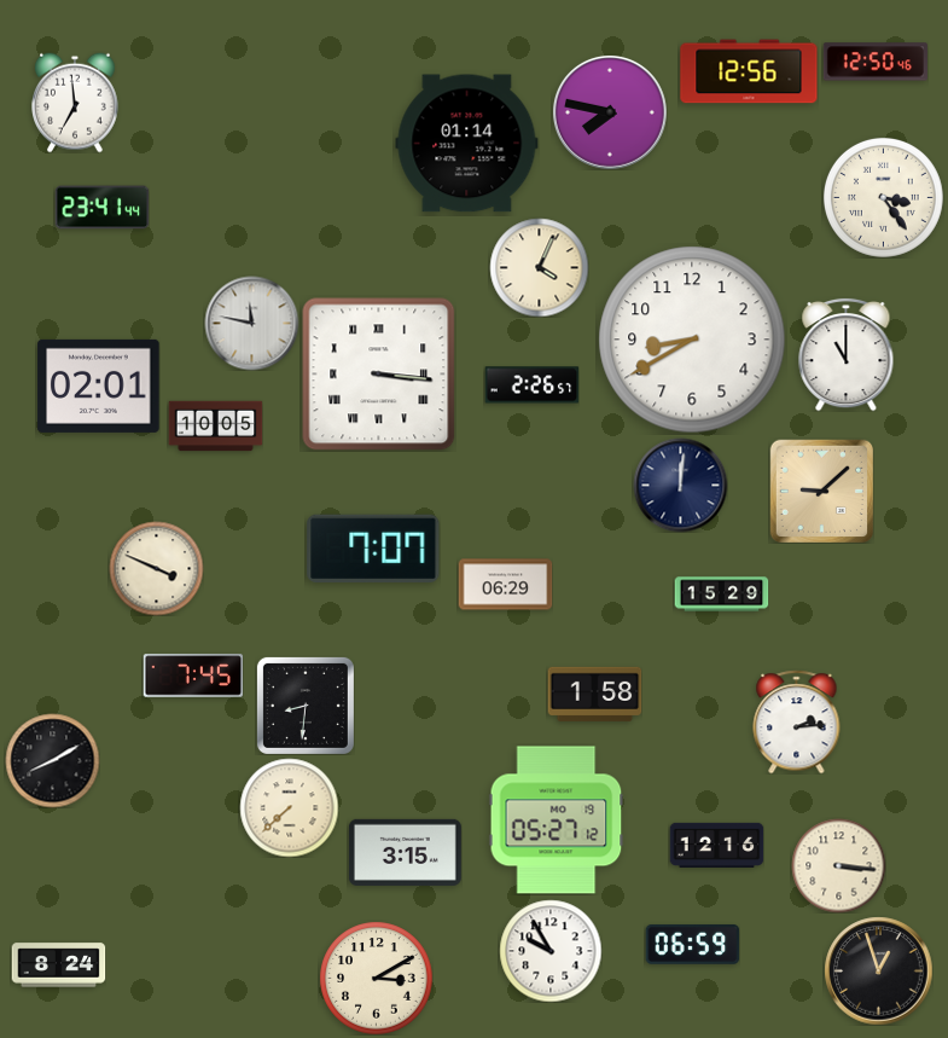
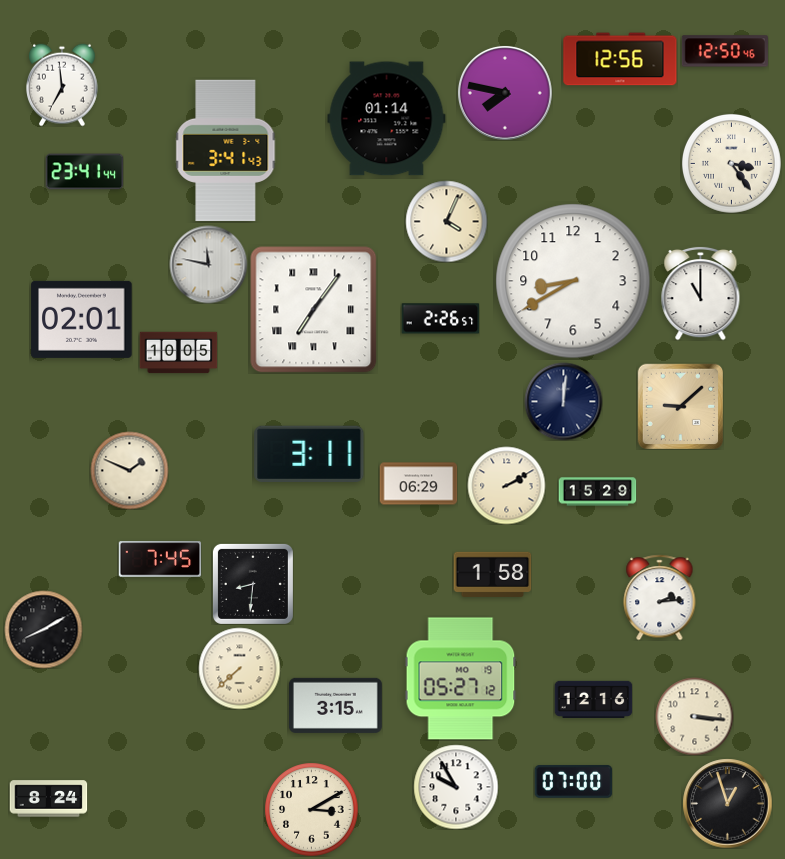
clock at (226, 151): none -> 3:41
clock at (251, 323) position: (251, 323) -> (208, 264)
clock at (379, 375): 3:16 -> 7:06
clock at (373, 549): 7:07 -> 3:11
clock at (156, 568): 3:49 -> 1:49
clock at (506, 485): none -> 2:10
clock at (692, 944): 06:59 -> 07:00
